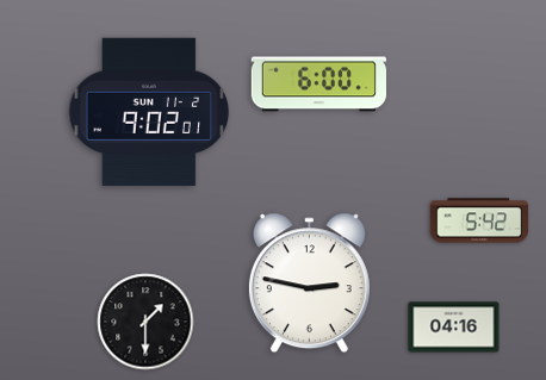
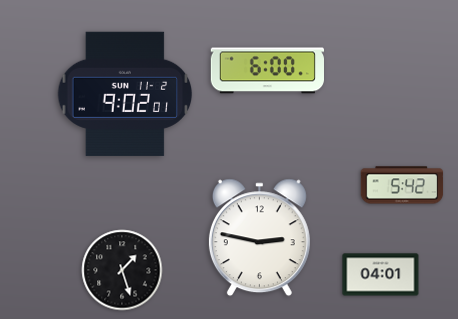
clock at (145, 322): 1:30 -> 1:27
clock at (454, 328): 04:16 -> 04:01
